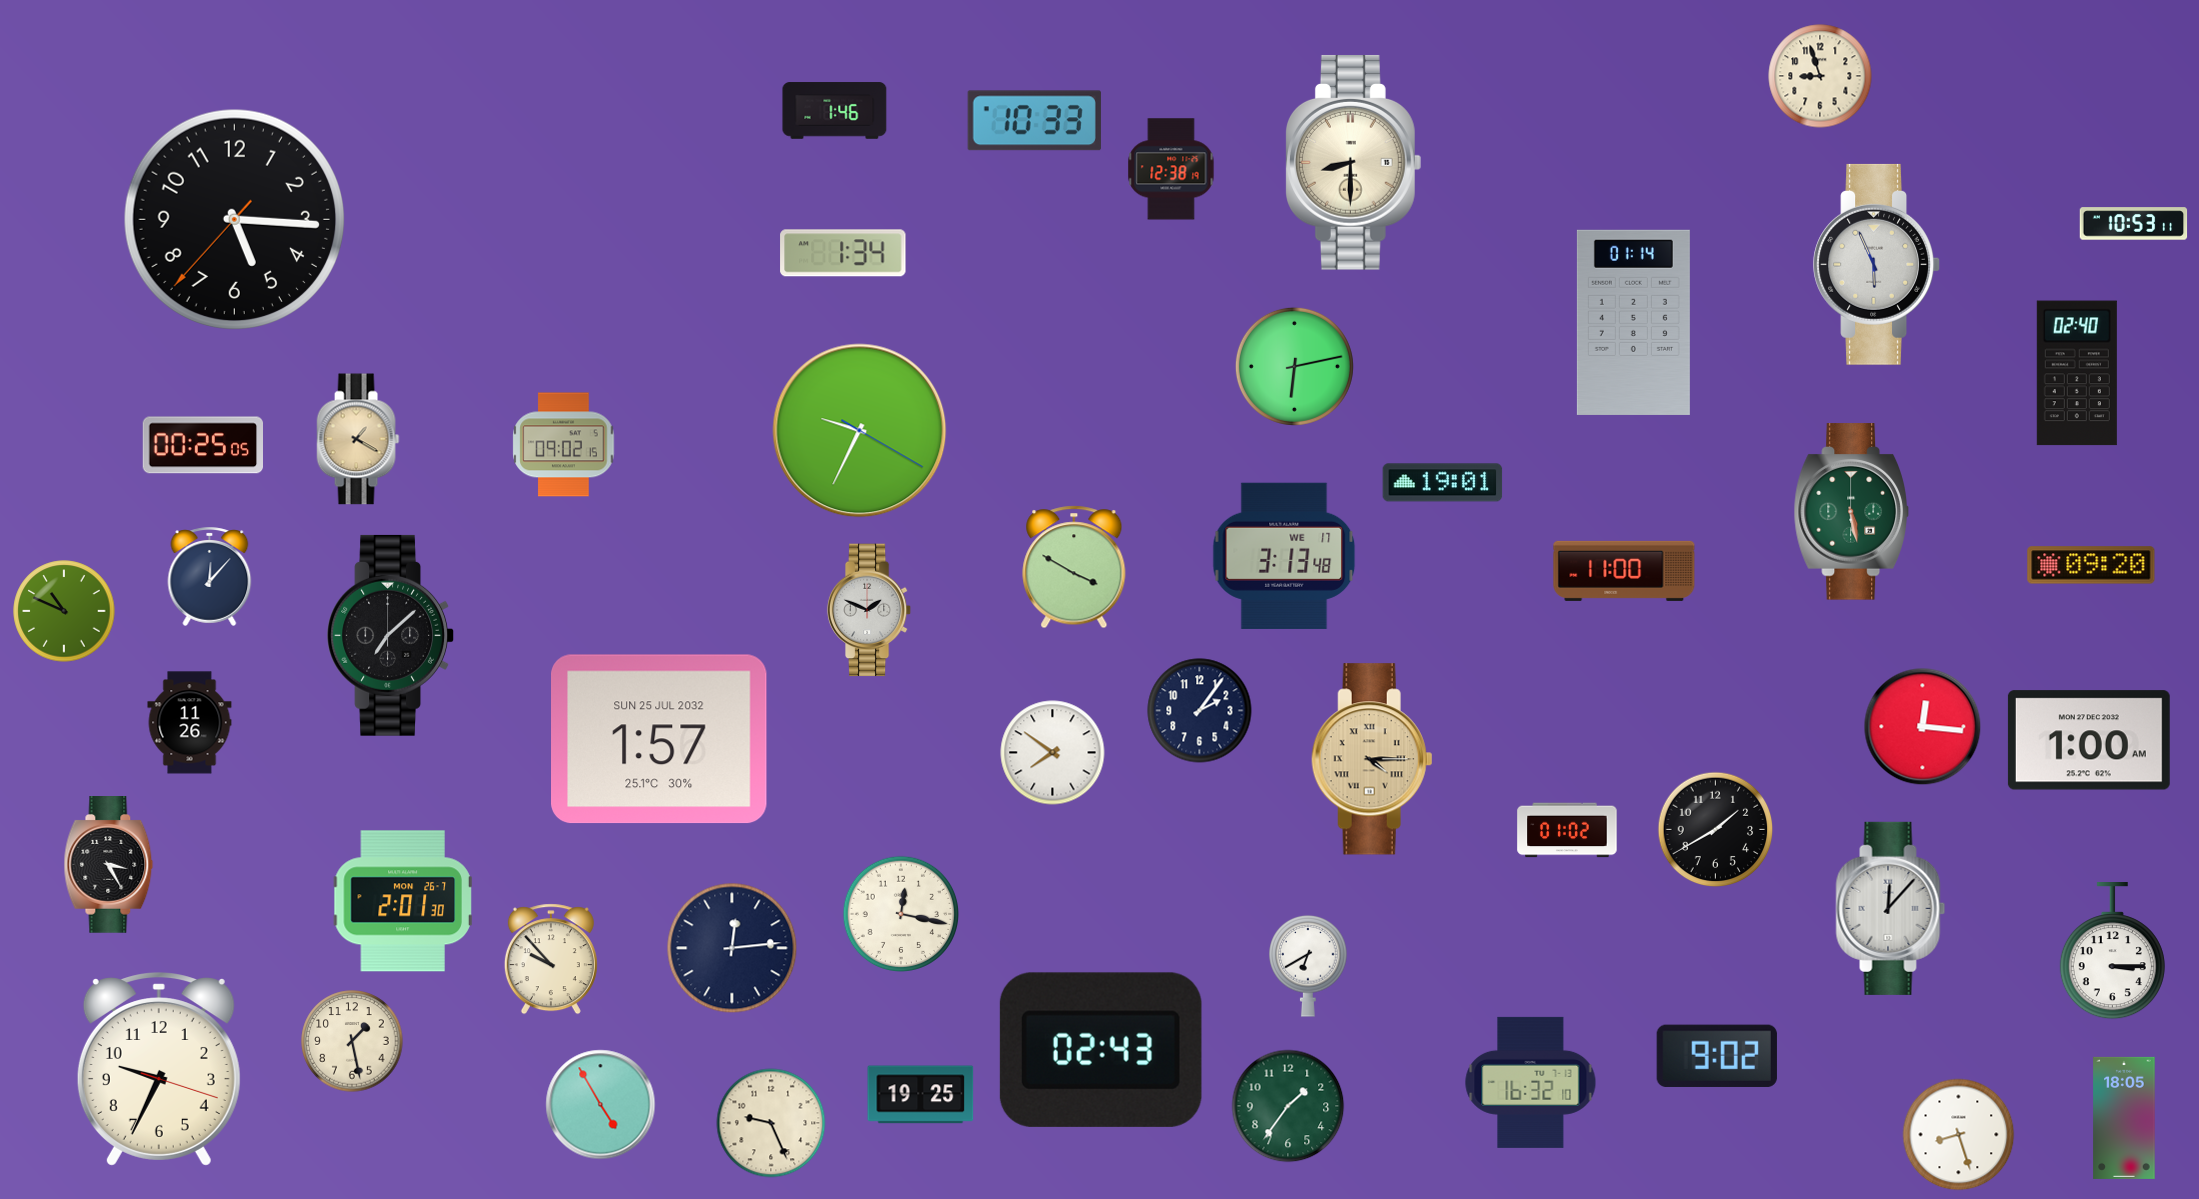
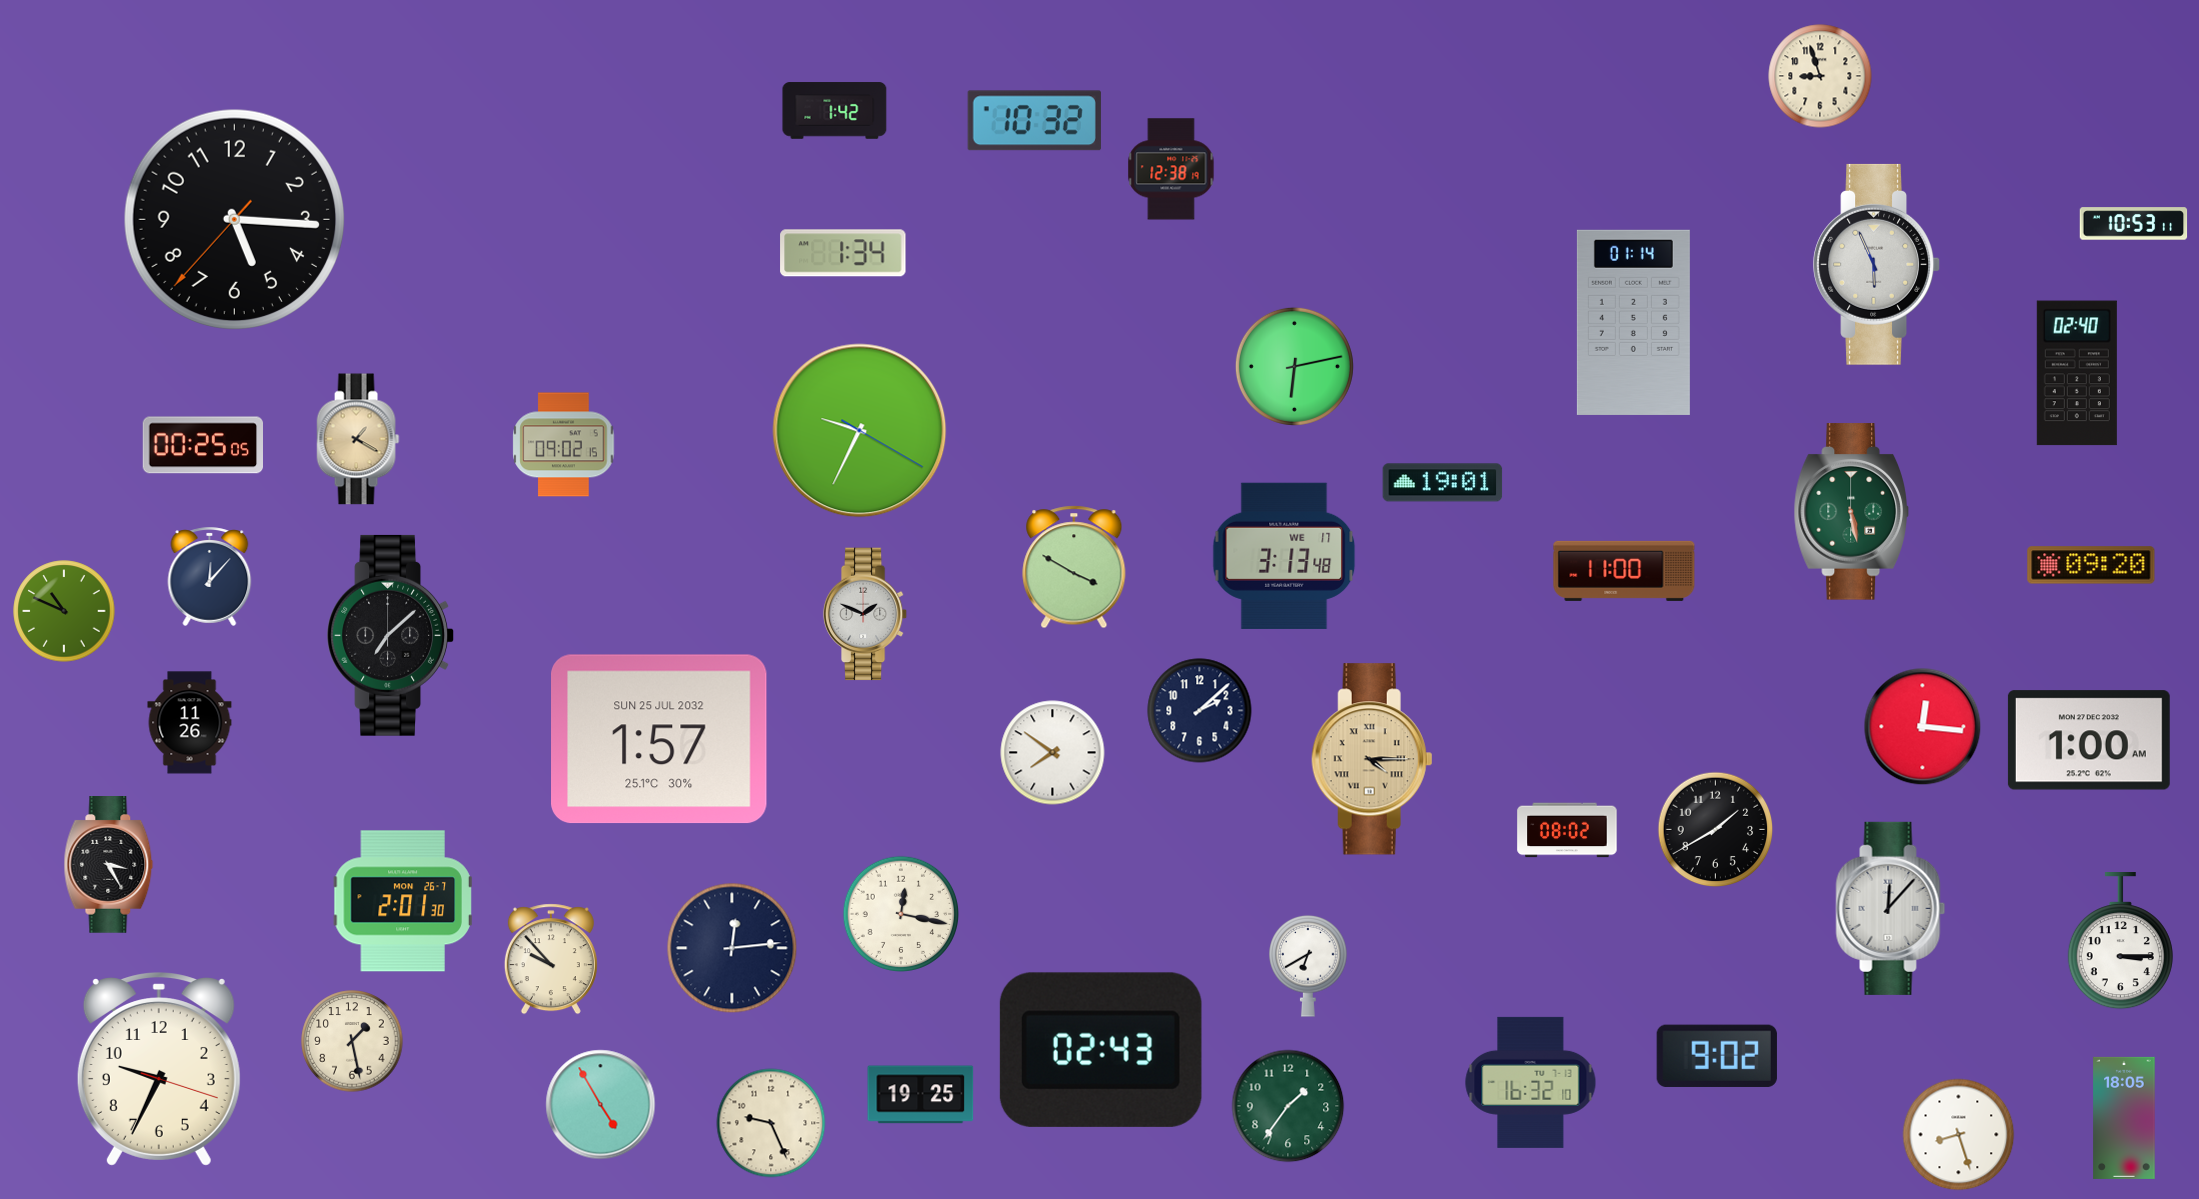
clock at (835, 111): 1:46 -> 1:42
clock at (1034, 121): 10:33 -> 10:32
clock at (1353, 162): 8:30 -> none
clock at (869, 610) position: (869, 610) -> (865, 614)
clock at (1200, 711): 2:06 -> 2:08
clock at (1567, 830): 01:02 -> 08:02
clock at (2112, 952) position: (2112, 952) -> (2120, 942)
